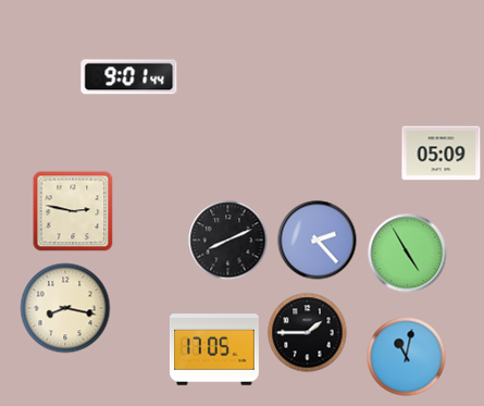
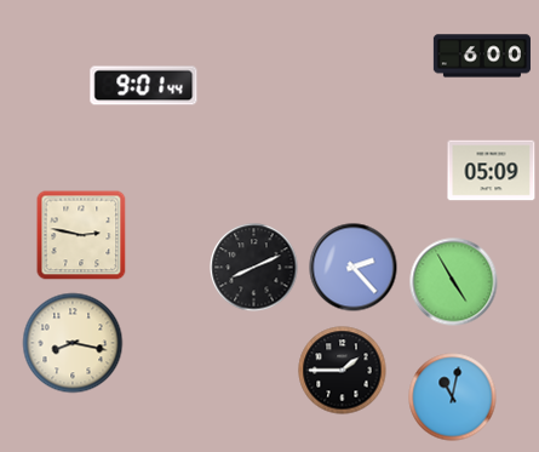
clock at (482, 56): none -> 6:00
clock at (214, 349): 17:05 -> none
